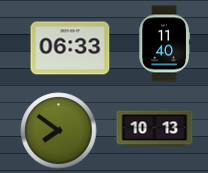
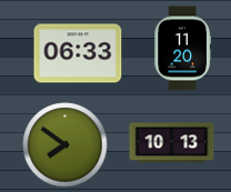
clock at (164, 44): 11:40 -> 11:20
